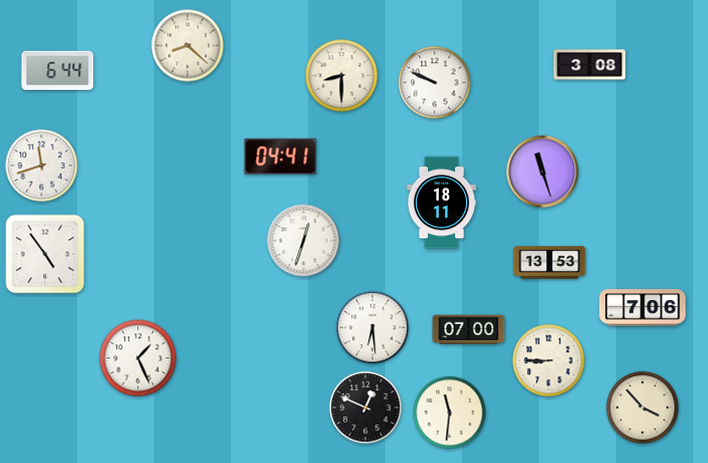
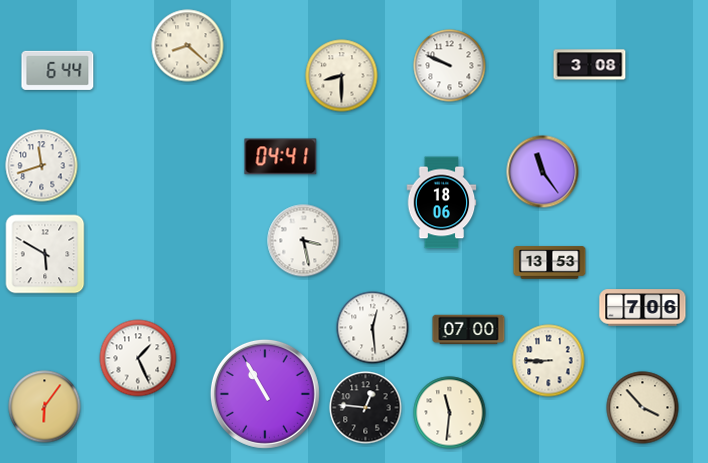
clock at (435, 83) position: (435, 83) -> (450, 66)
clock at (543, 172): 11:27 -> 11:24
clock at (442, 203): 18:11 -> 18:06
clock at (304, 241): 12:33 -> 3:28
clock at (45, 254): 4:54 -> 5:50
clock at (373, 328): 6:29 -> 12:29
clock at (265, 394): none -> 10:55
clock at (45, 407): none -> 6:06
clock at (366, 408): 12:49 -> 12:46
